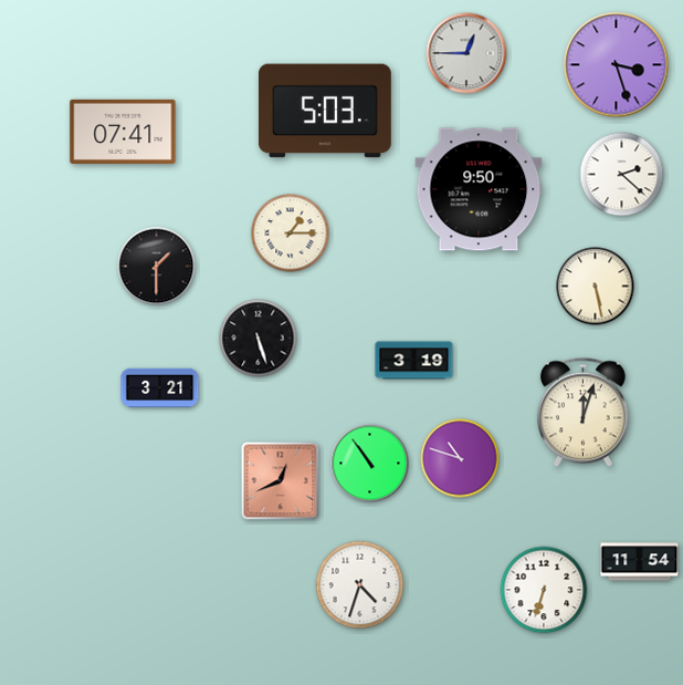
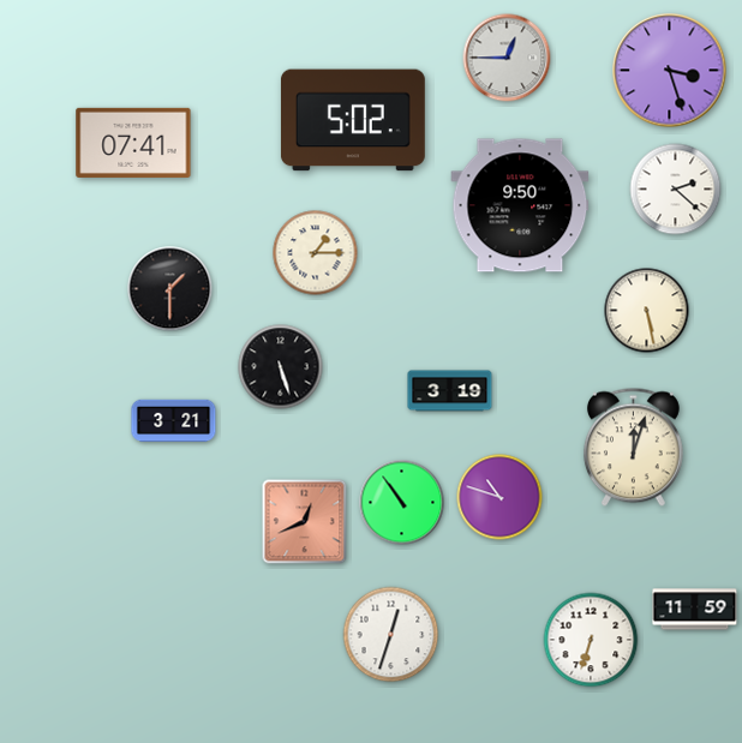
clock at (325, 111): 5:03 -> 5:02
clock at (640, 562): 11:54 -> 11:59
clock at (360, 585): 4:33 -> 12:33
